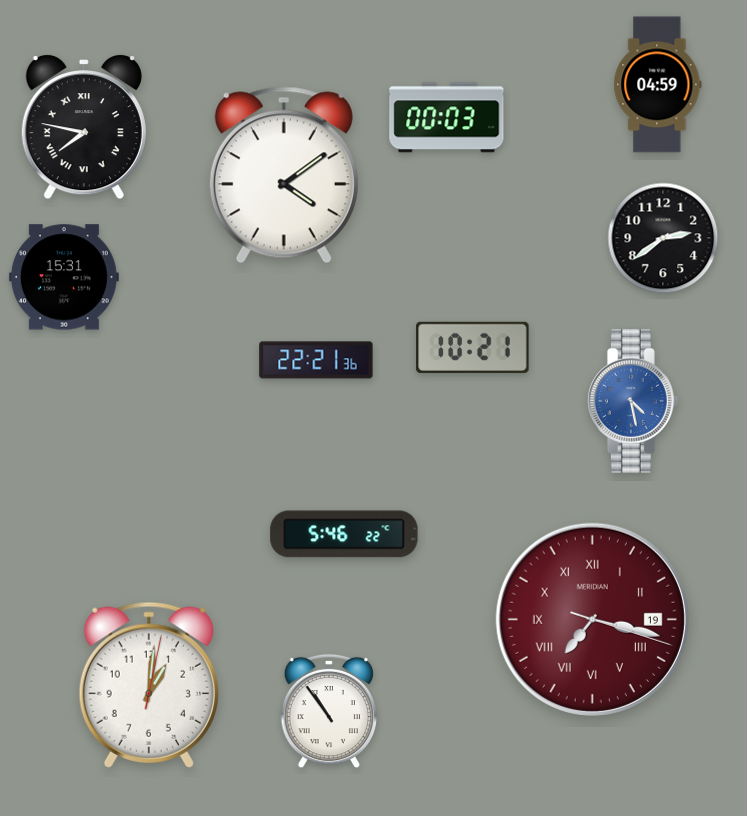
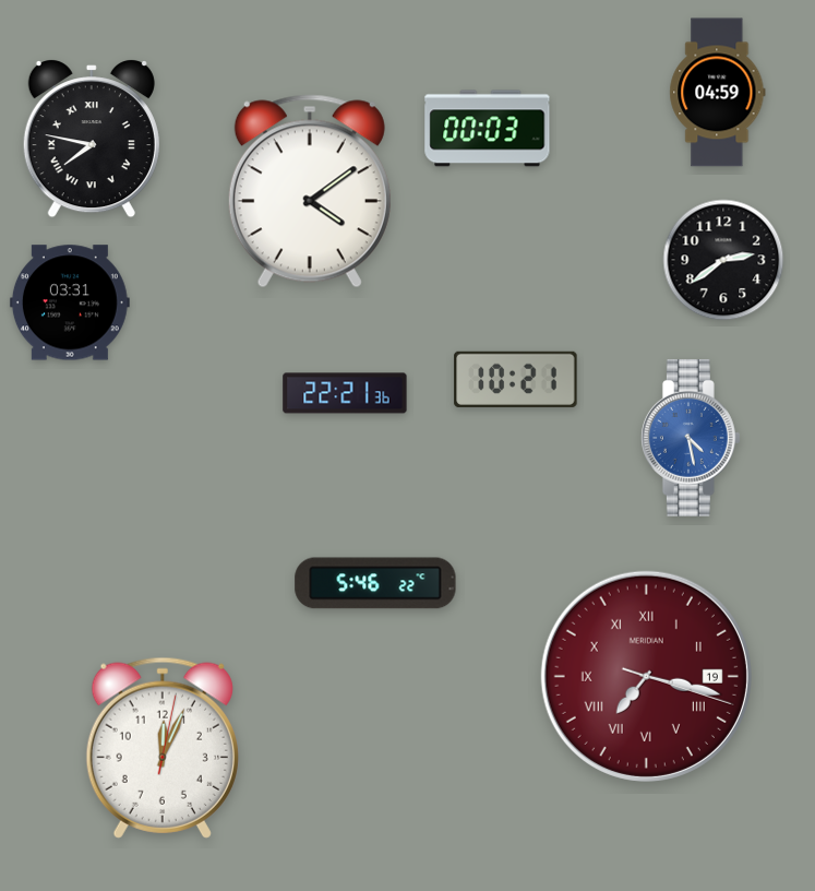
clock at (64, 277): 15:31 -> 03:31
clock at (149, 685): 1:01 -> 12:04
clock at (329, 711): 10:54 -> none
